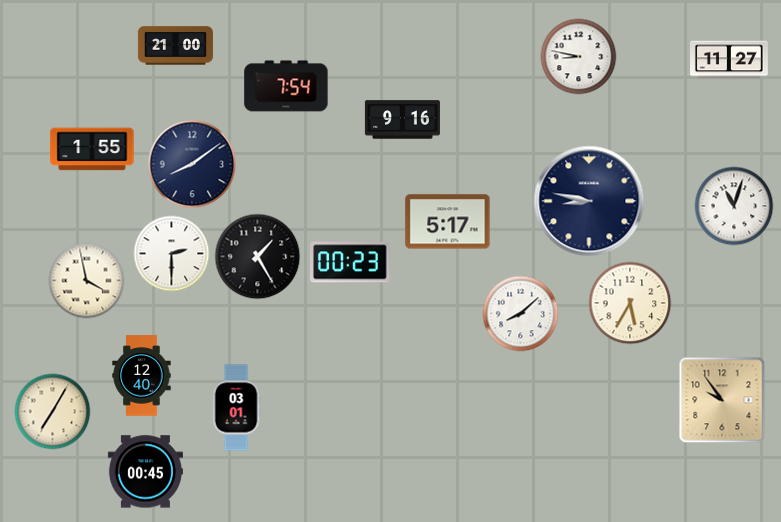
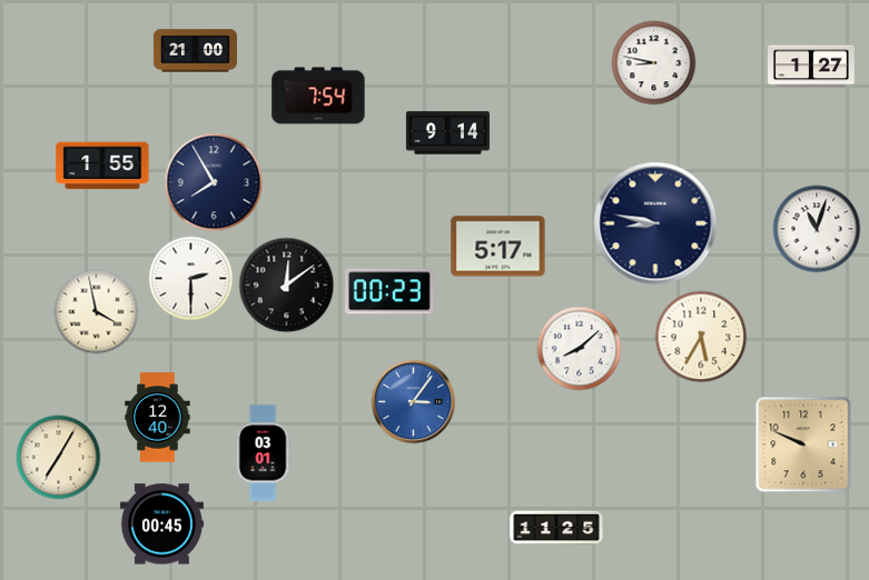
clock at (579, 57) position: (579, 57) -> (654, 63)
clock at (730, 60): 11:27 -> 1:27
clock at (402, 120): 9:16 -> 9:14
clock at (192, 164): 8:09 -> 7:55
clock at (172, 254) position: (172, 254) -> (191, 279)
clock at (258, 257): 1:25 -> 12:09
clock at (414, 402): none -> 3:06
clock at (722, 400): 9:54 -> 9:49
clock at (556, 528): none -> 11:25
